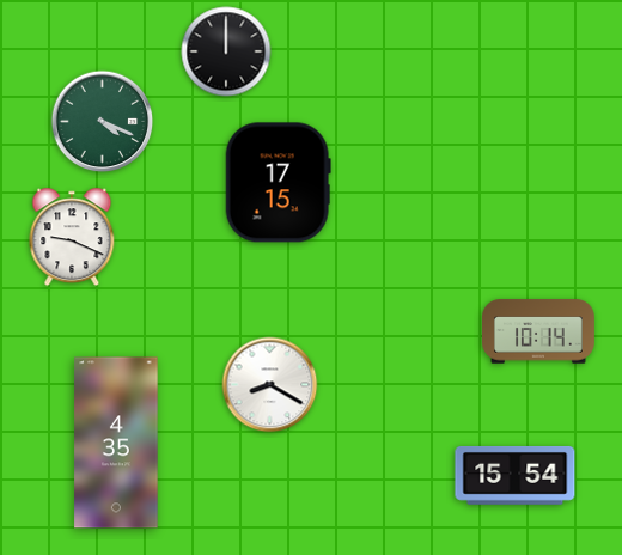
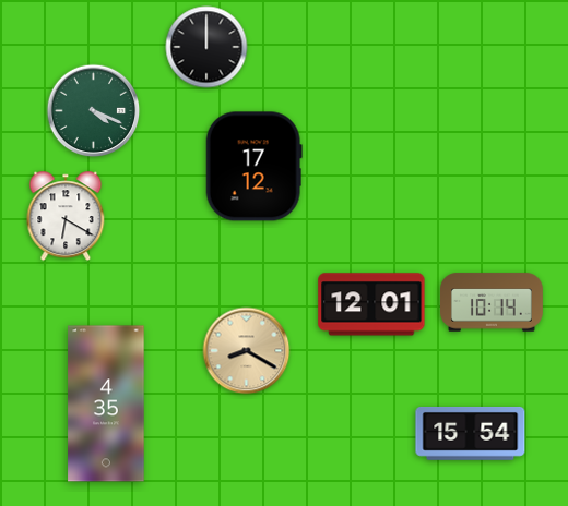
clock at (278, 183): 17:15 -> 17:12
clock at (72, 237): 9:19 -> 6:20
clock at (371, 304): none -> 12:01
clock at (270, 385) dial: white -> champagne
